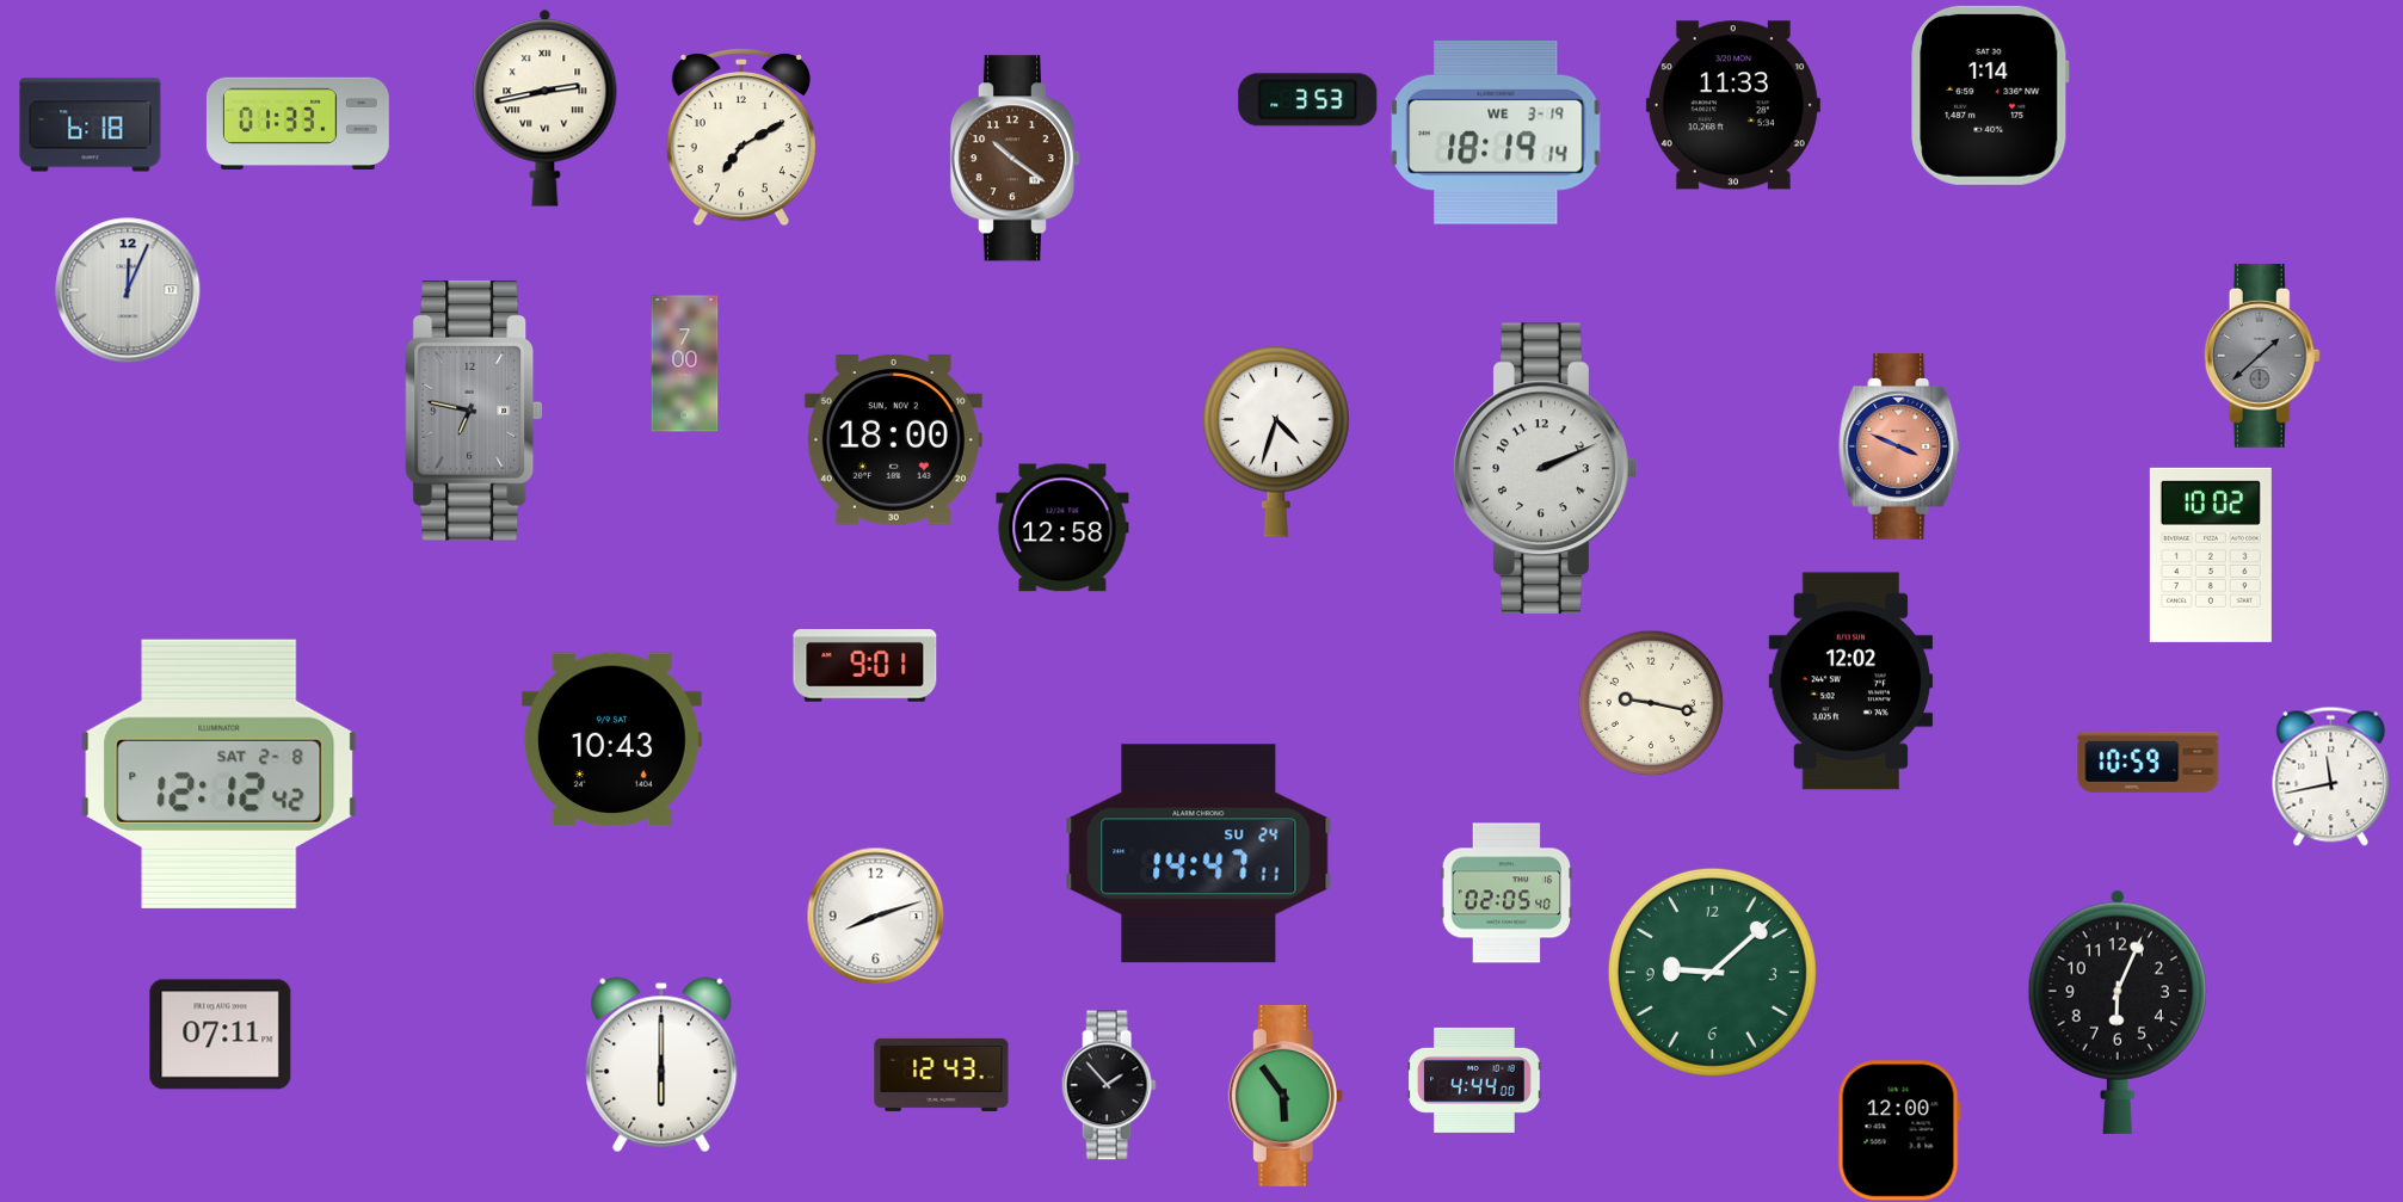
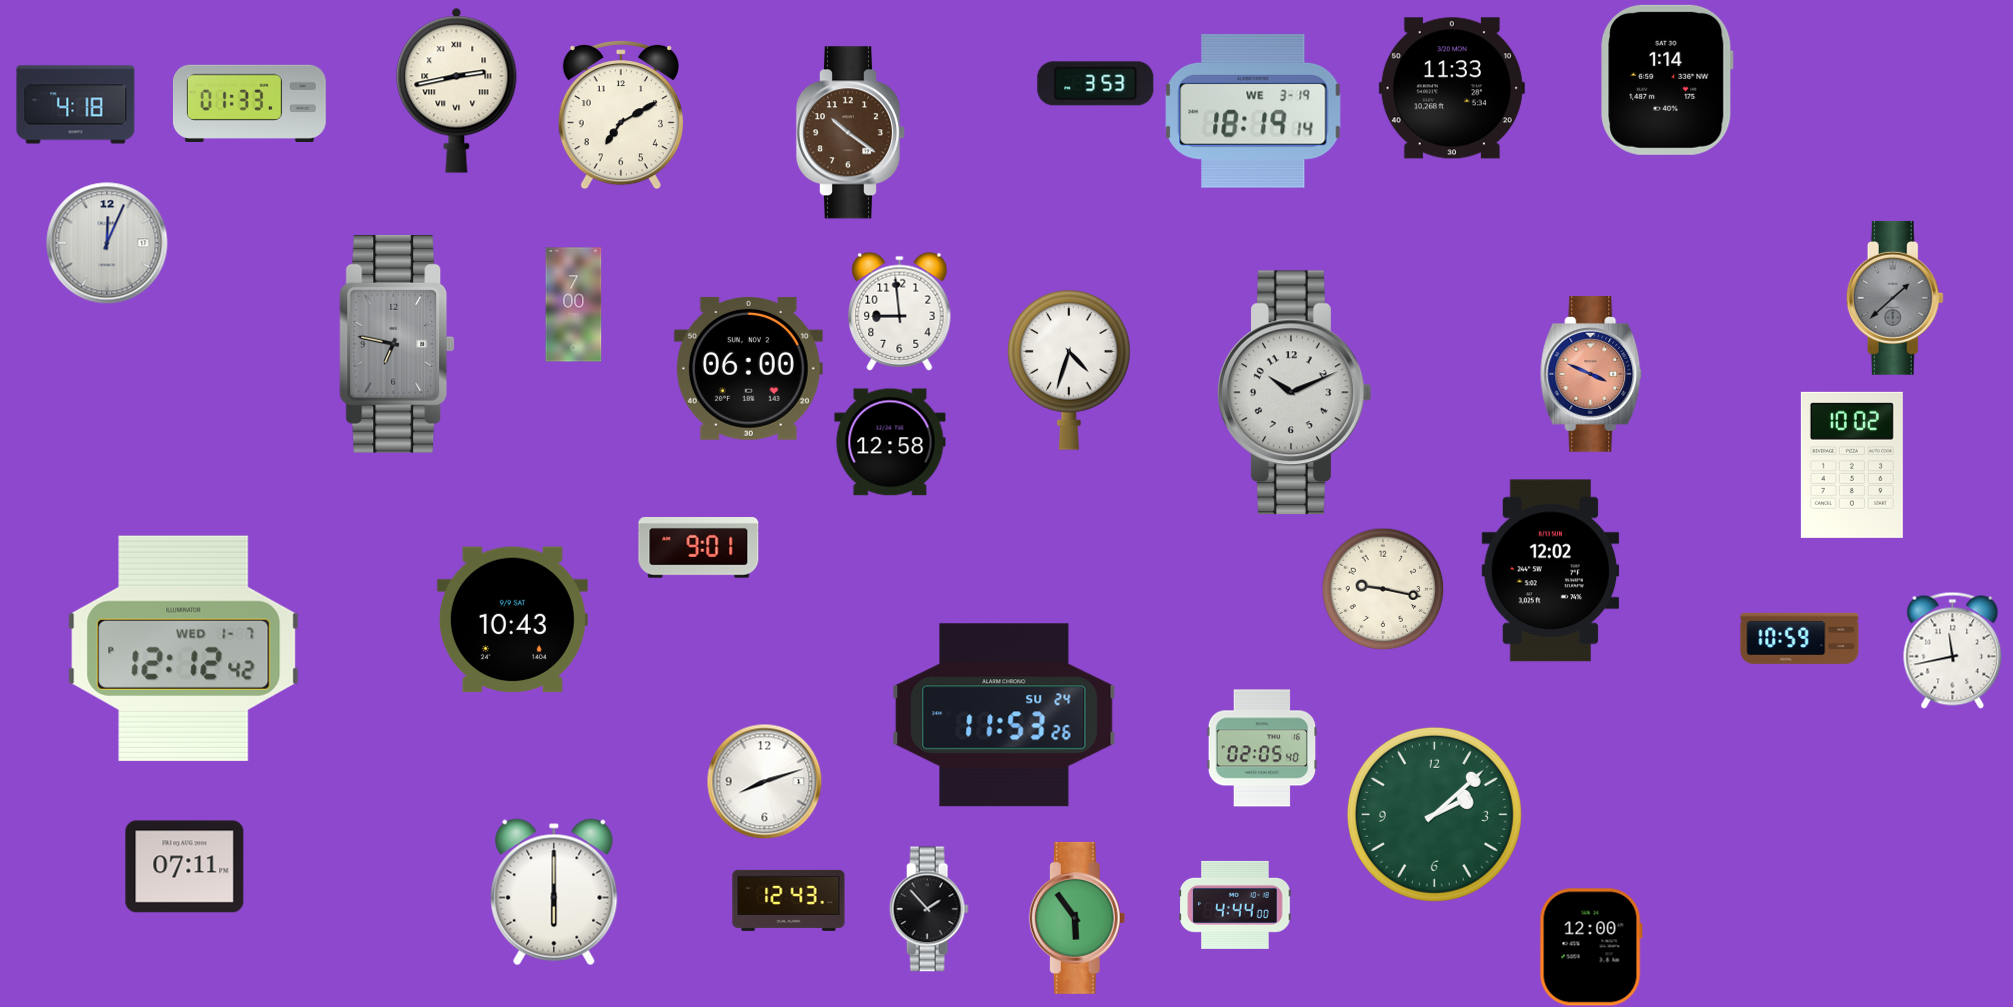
clock at (91, 125): 6:18 -> 4:18
clock at (900, 311): none -> 8:59
clock at (893, 439): 18:00 -> 06:00
clock at (1546, 469): 2:11 -> 10:11
clock at (865, 666) position: (865, 666) -> (699, 548)
clock at (220, 773) date: SAT 2-8 -> WED 1-7
clock at (1199, 853): 14:47 -> 11:53
clock at (875, 916) position: (875, 916) -> (764, 781)
clock at (1712, 972): 9:08 -> 2:08
clock at (2118, 1012): 6:04 -> none
